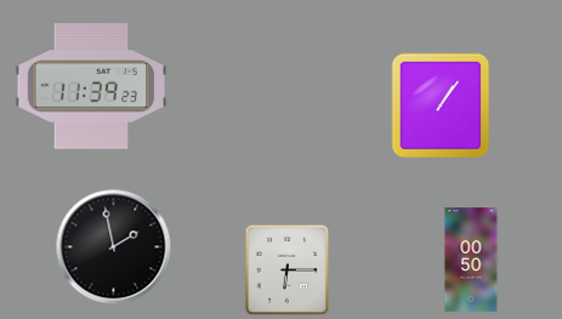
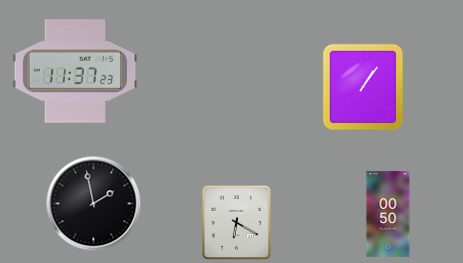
clock at (91, 86): 11:39 -> 11:37
clock at (288, 270): 6:15 -> 6:20
